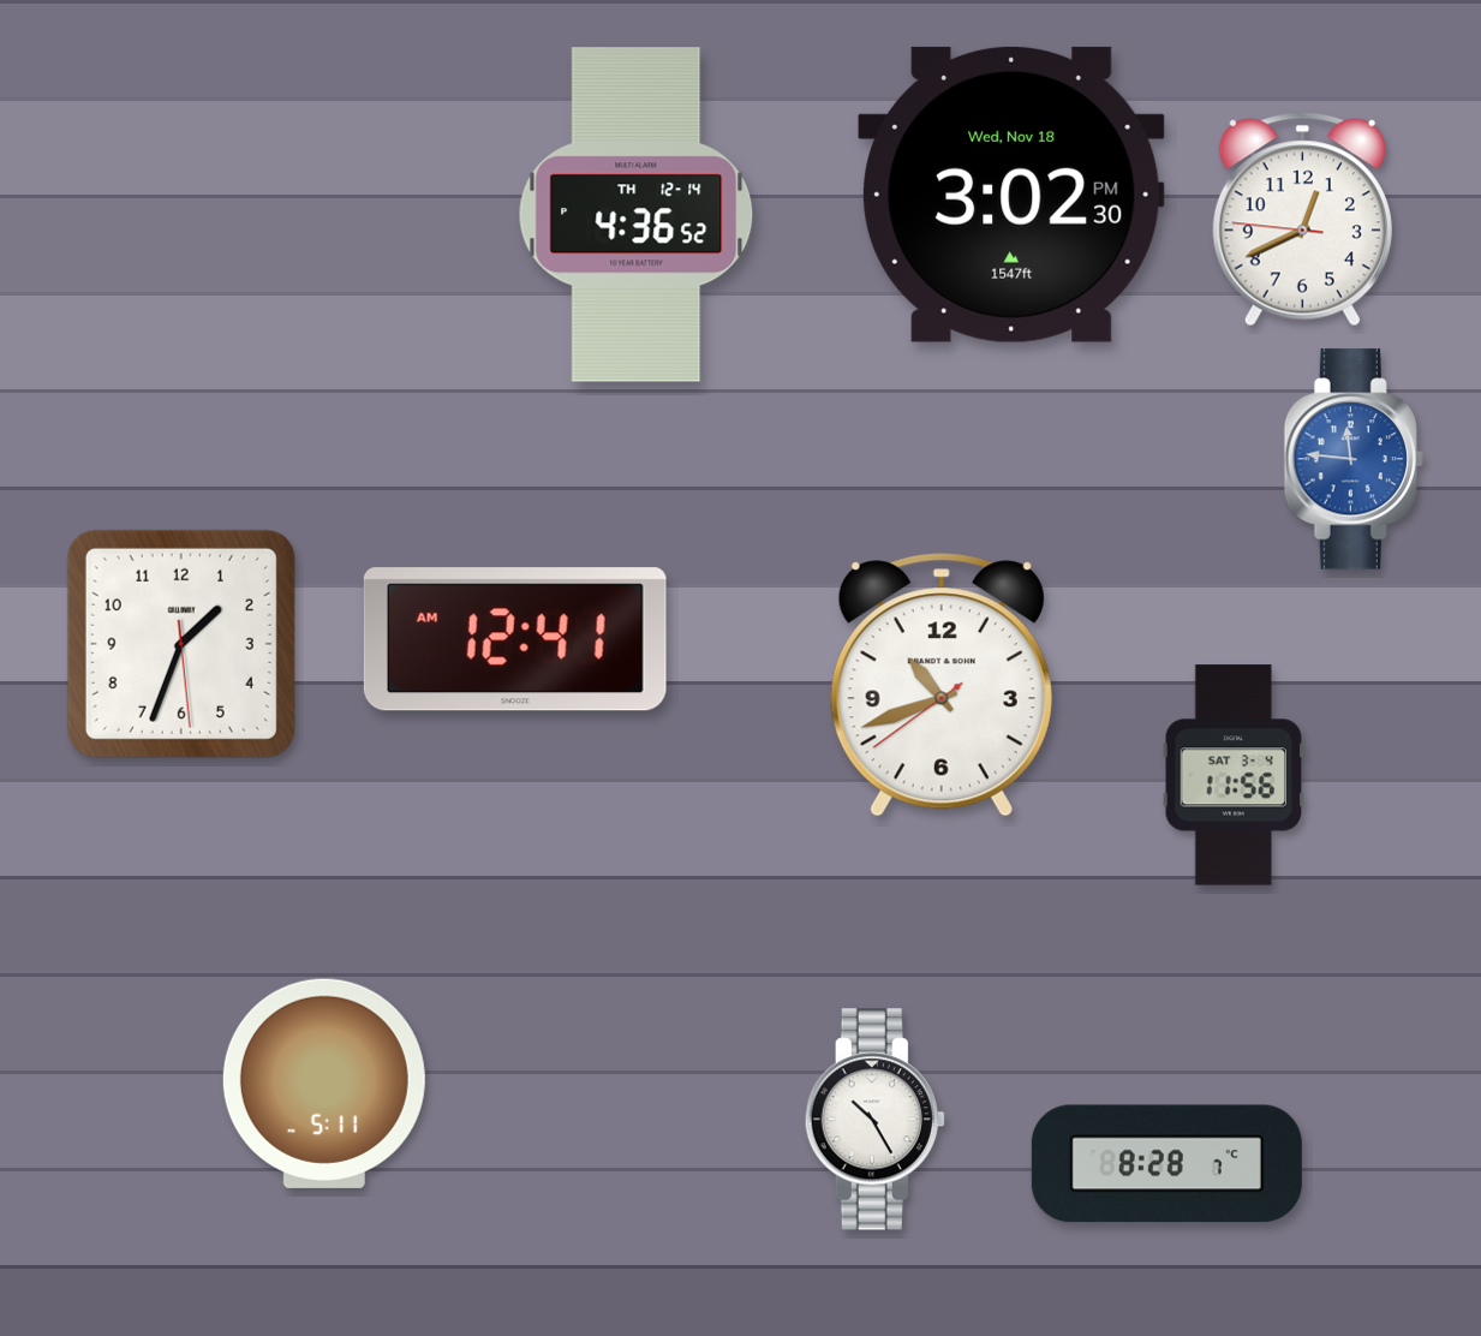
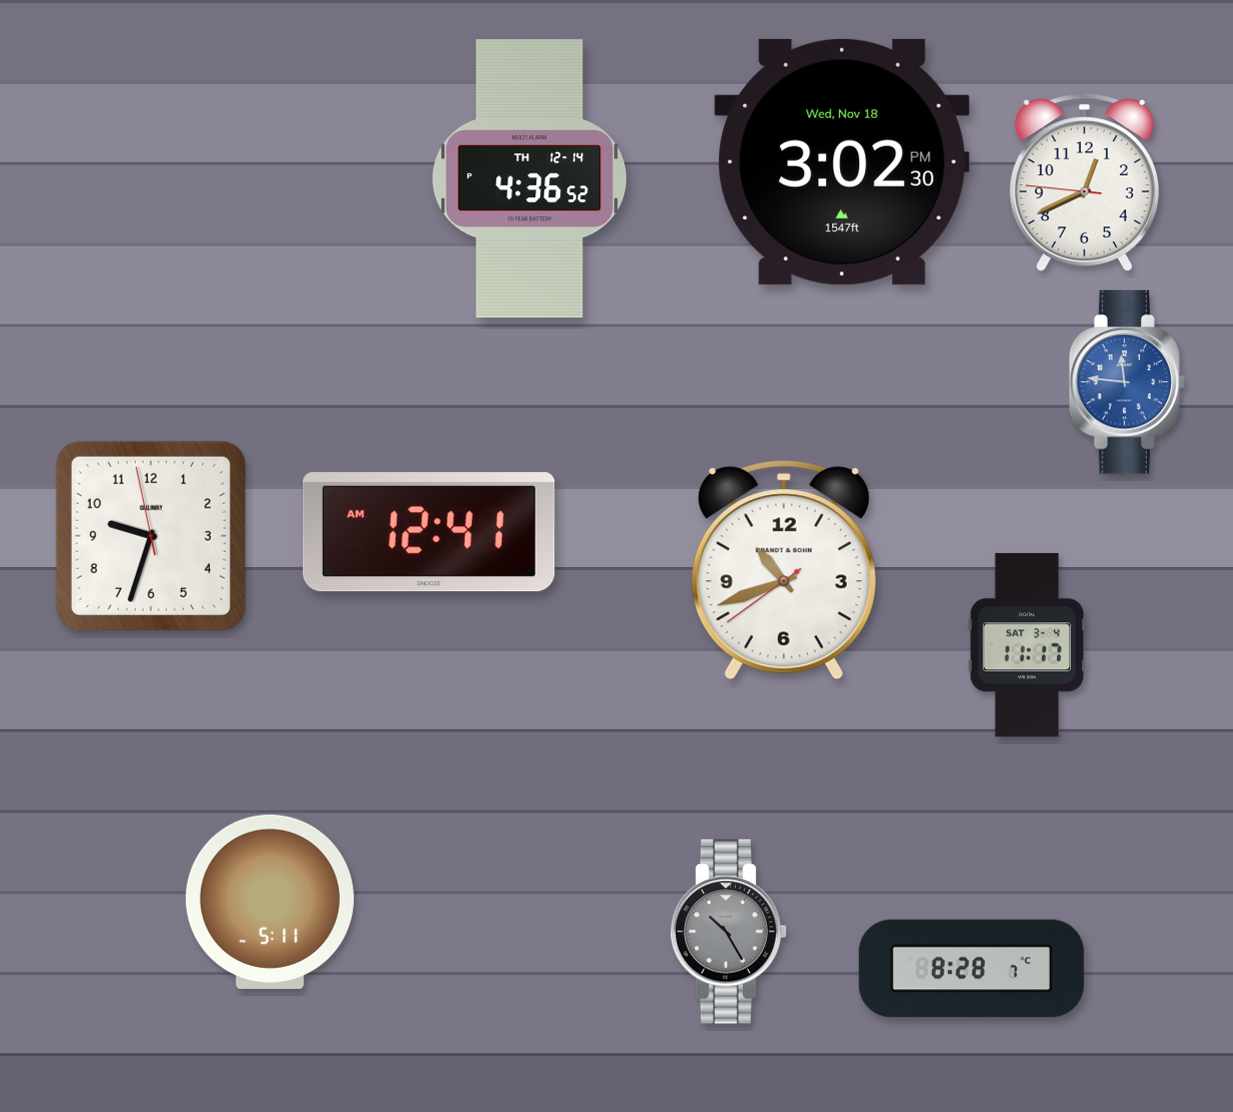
clock at (181, 644): 1:33 -> 9:32
clock at (1232, 775): 11:56 -> 11:17
clock at (874, 1120) dial: white -> grey
